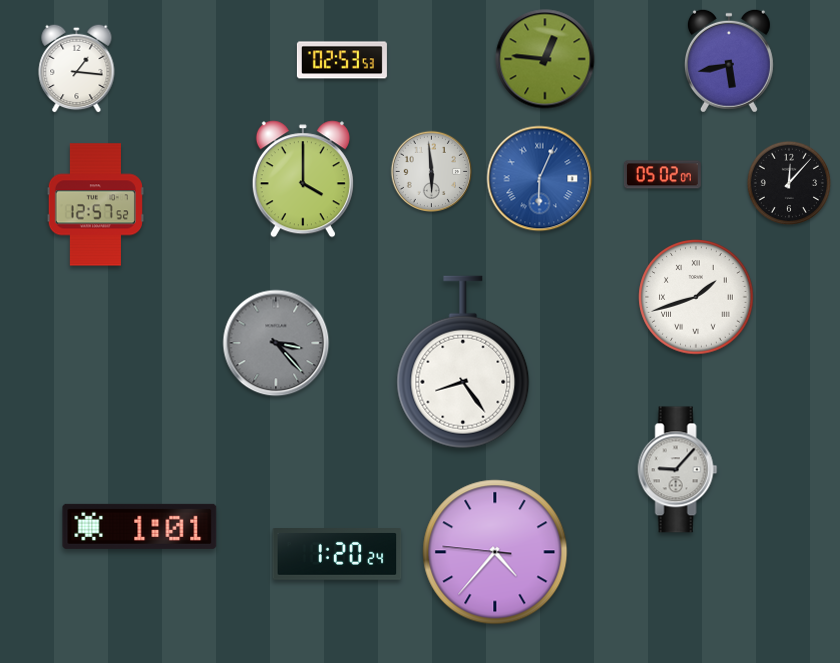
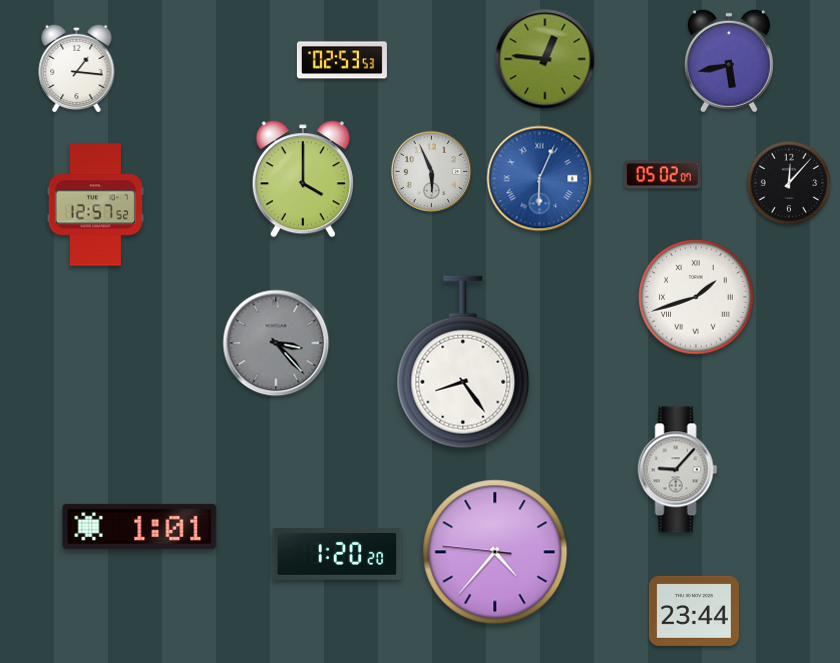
clock at (431, 171): 5:59 -> 5:56
clock at (337, 555): 1:20:24 -> 1:20:20
clock at (694, 611): none -> 23:44
